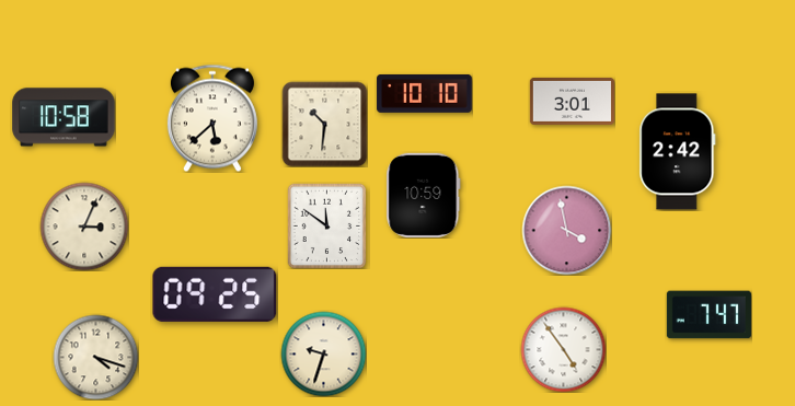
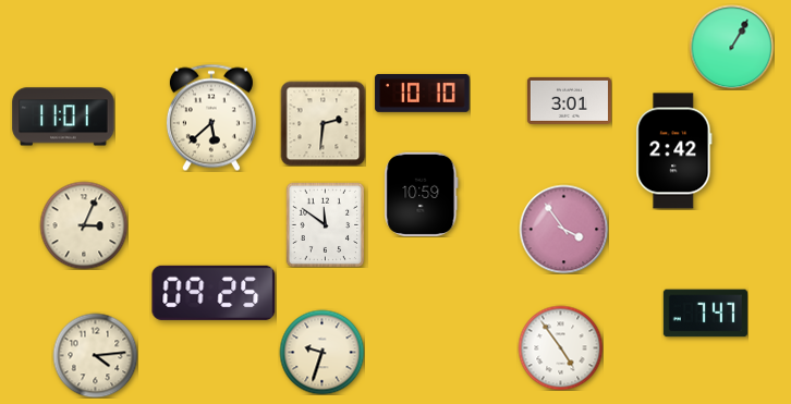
clock at (731, 47): none -> 1:05
clock at (64, 117): 10:58 -> 11:01
clock at (324, 124): 10:31 -> 2:31
clock at (566, 230): 3:58 -> 3:54
clock at (95, 357): 4:18 -> 4:14
